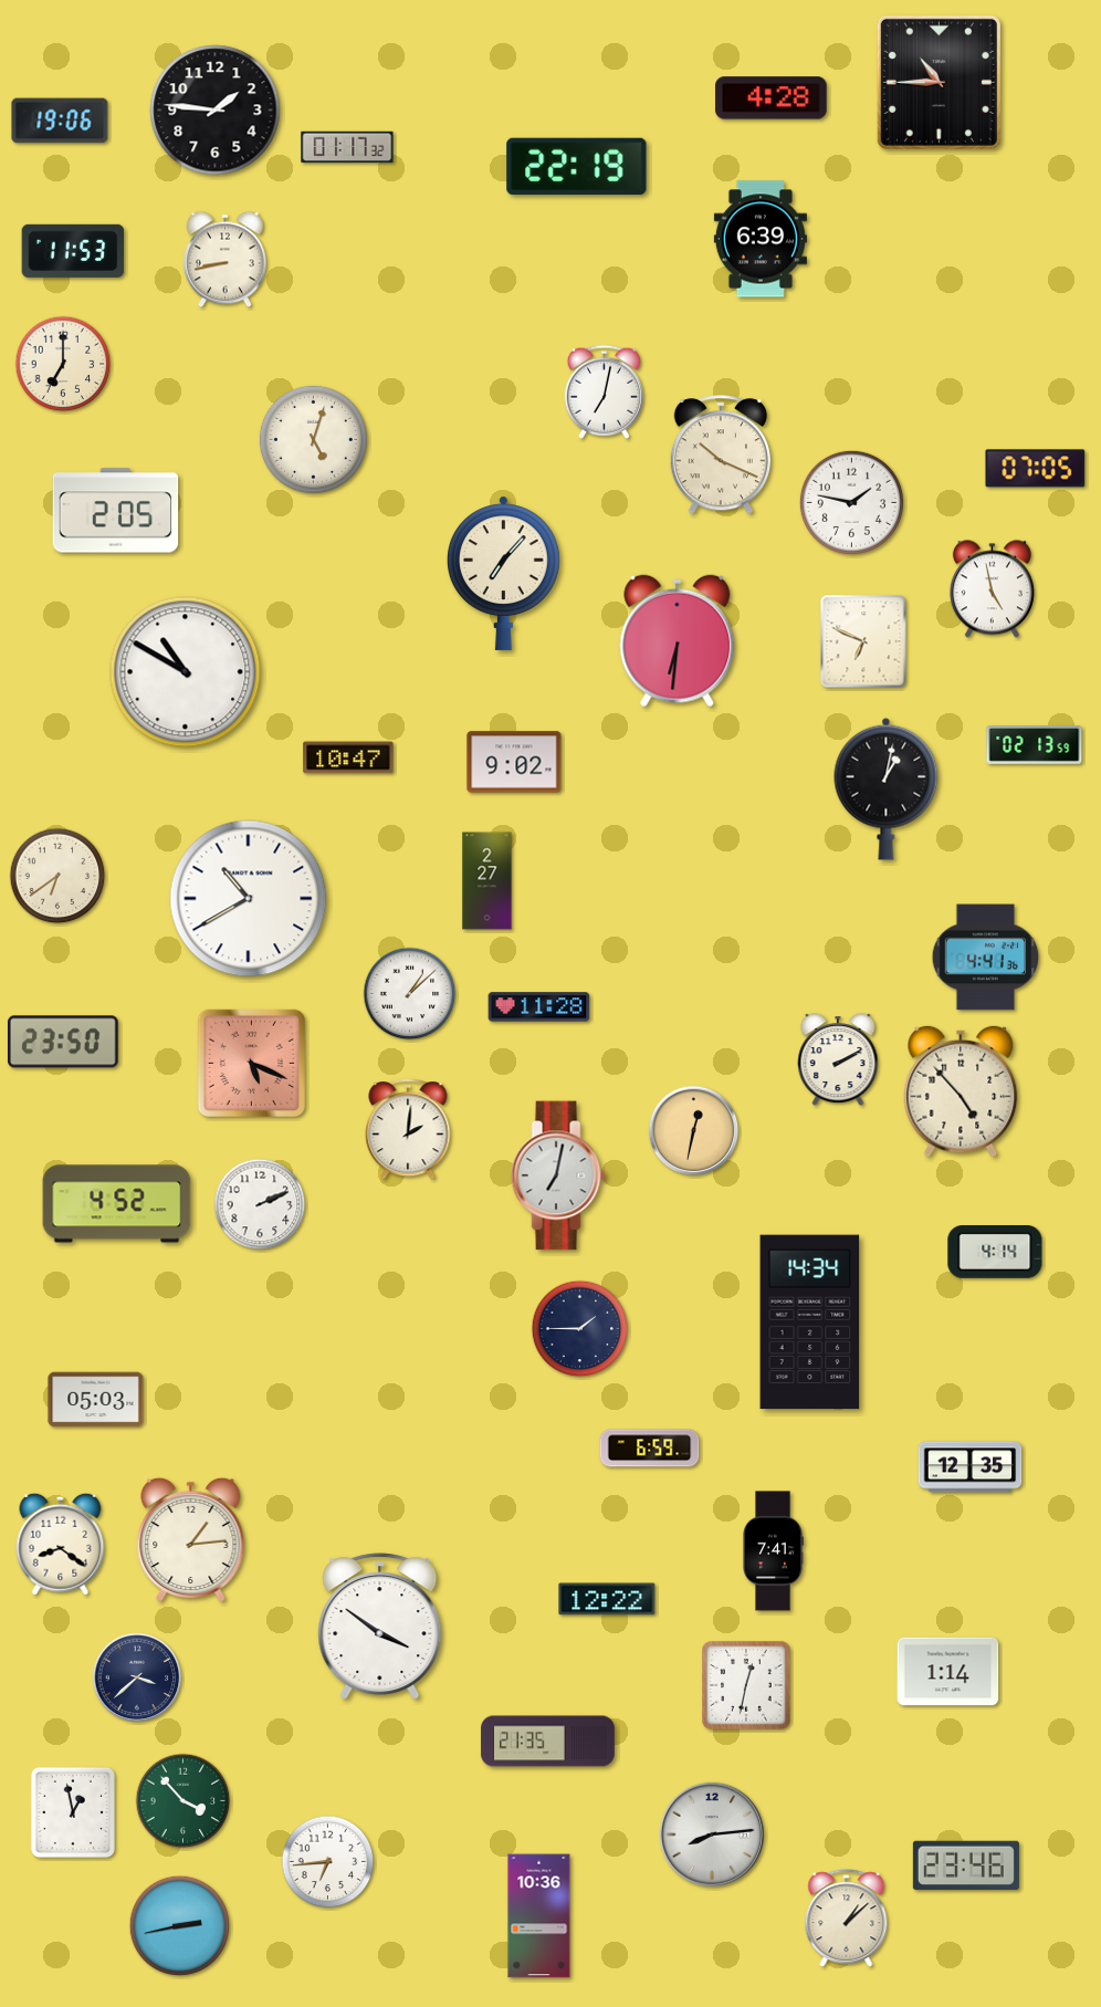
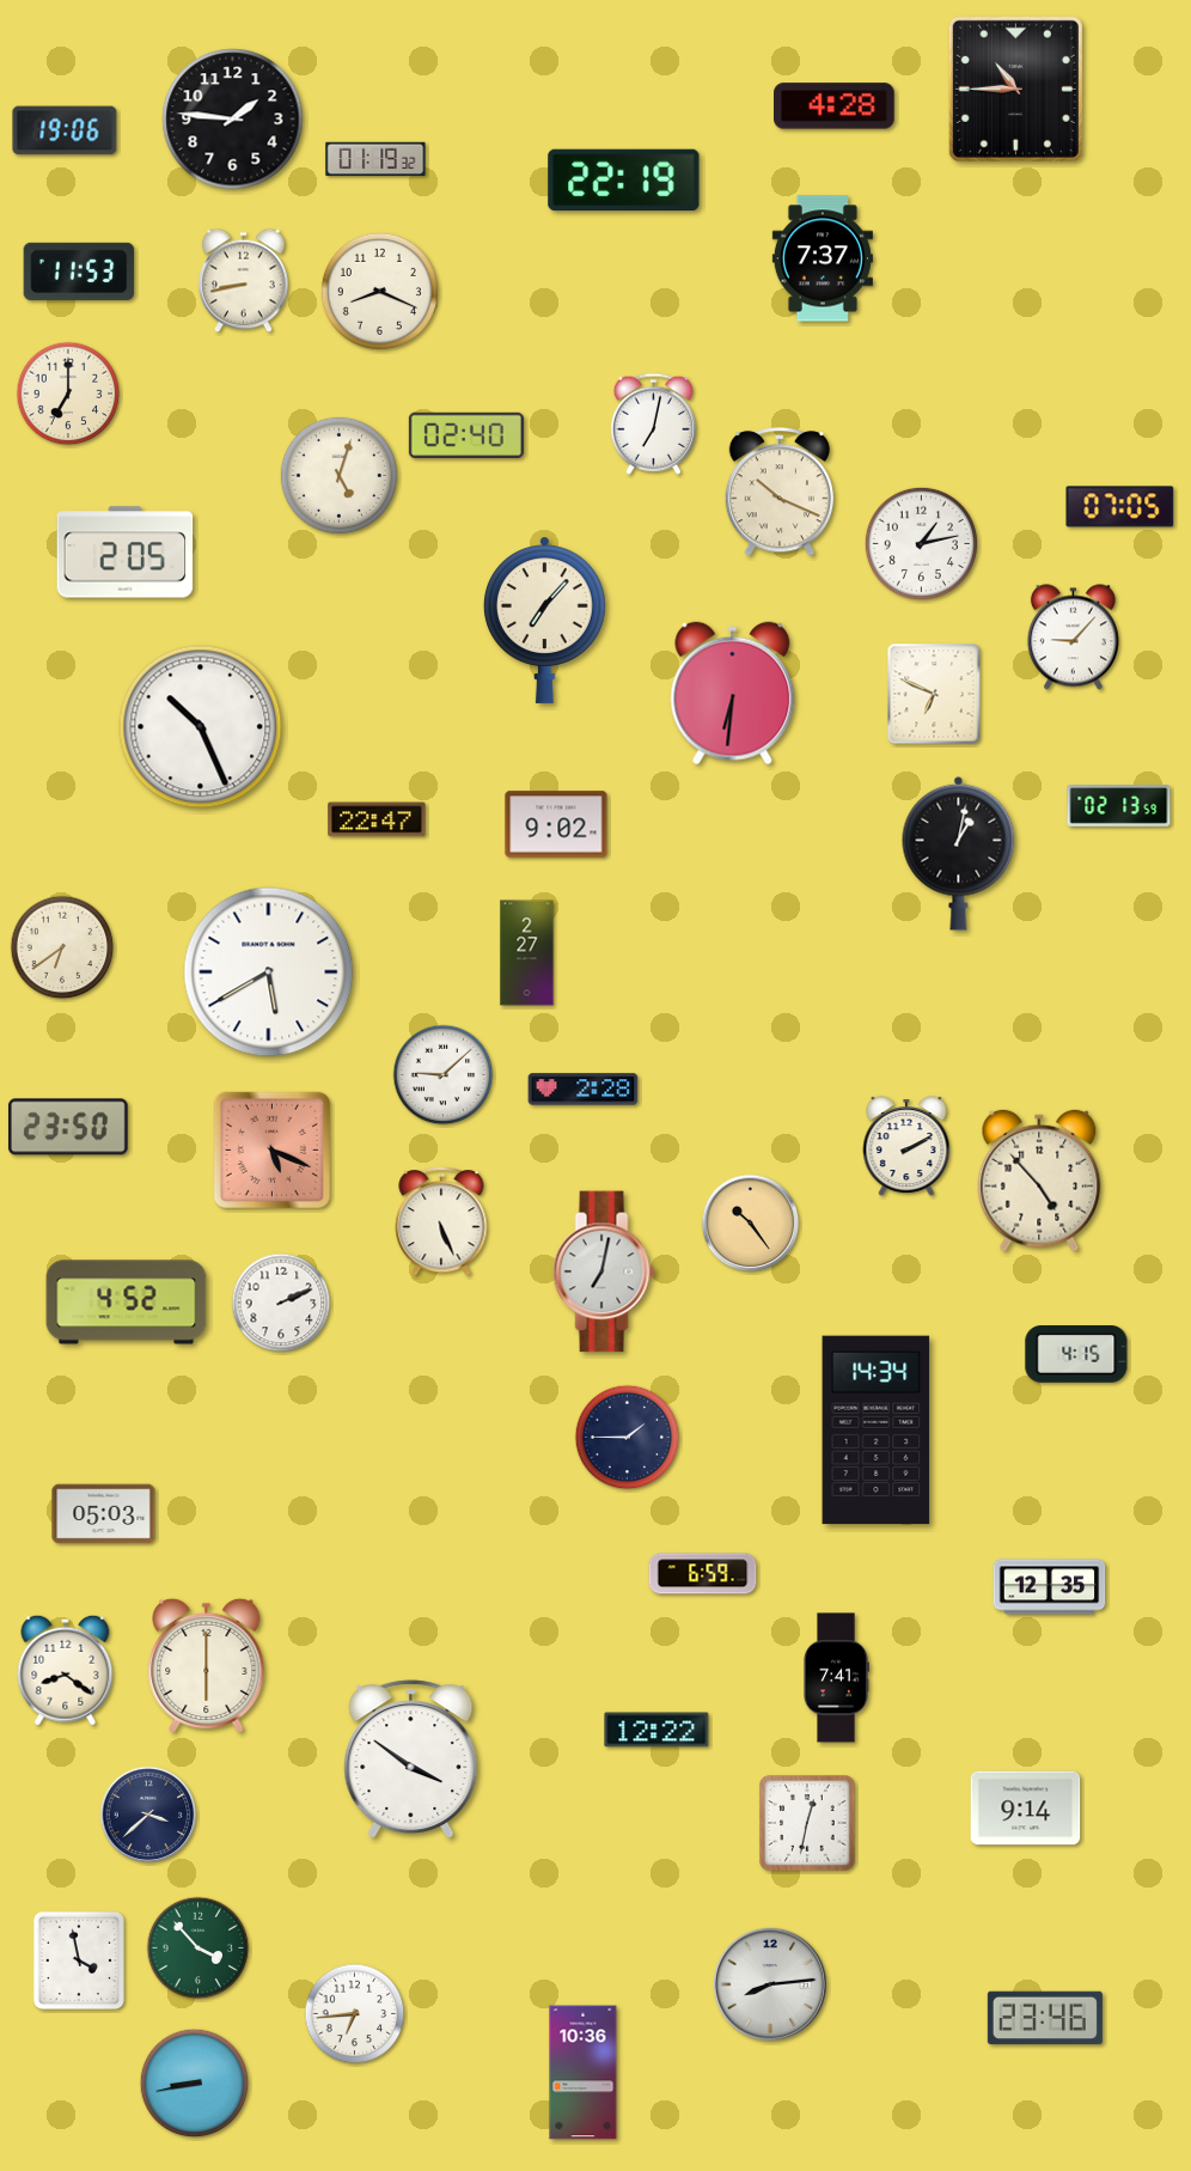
clock at (347, 147): 01:17 -> 01:19
clock at (761, 239): 6:39 -> 7:37
clock at (379, 291): none -> 8:19
clock at (466, 434): none -> 02:40
clock at (851, 502): 1:47 -> 1:13
clock at (992, 589): 4:58 -> 9:07
clock at (186, 672): 10:50 -> 10:26
clock at (348, 757): 10:47 -> 22:47
clock at (249, 899): 10:40 -> 5:40
clock at (986, 958): 4:41 -> none
clock at (410, 994): 1:08 -> 9:08
clock at (539, 1007): 11:28 -> 2:28
clock at (408, 1130): 2:01 -> 5:26
clock at (694, 1131): 12:32 -> 10:24
clock at (995, 1253): 4:14 -> 4:15
clock at (650, 1449) position: (650, 1449) -> (703, 1574)
clock at (191, 1539): 1:14 -> 6:00
clock at (948, 1672): 1:14 -> 9:14
clock at (548, 1742): 21:35 -> none
clock at (72, 1811): 12:58 -> 3:58
clock at (847, 1919): 1:08 -> none
clock at (180, 1926): 2:43 -> 8:43
